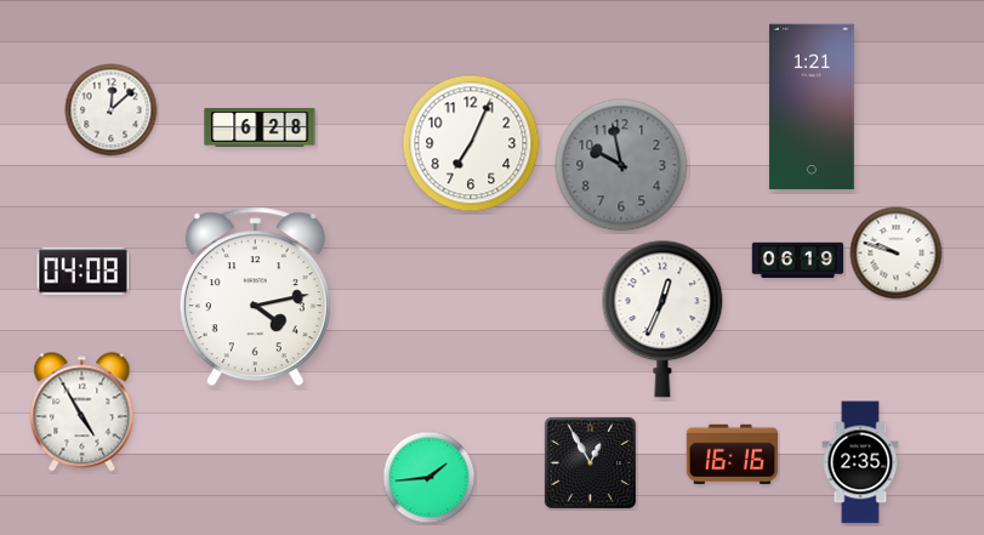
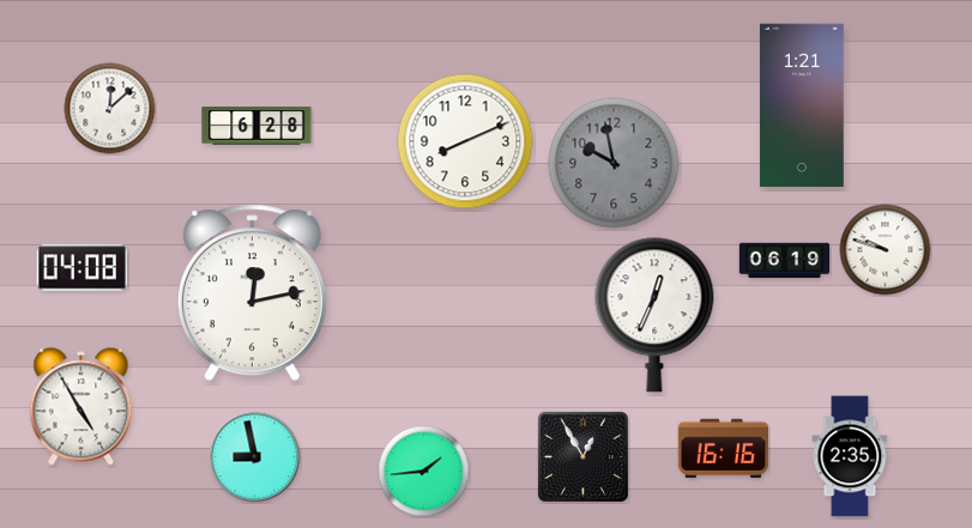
clock at (471, 143): 7:04 -> 8:11
clock at (798, 261) position: (798, 261) -> (785, 261)
clock at (255, 297): 4:13 -> 12:13
clock at (255, 457): none -> 8:58
